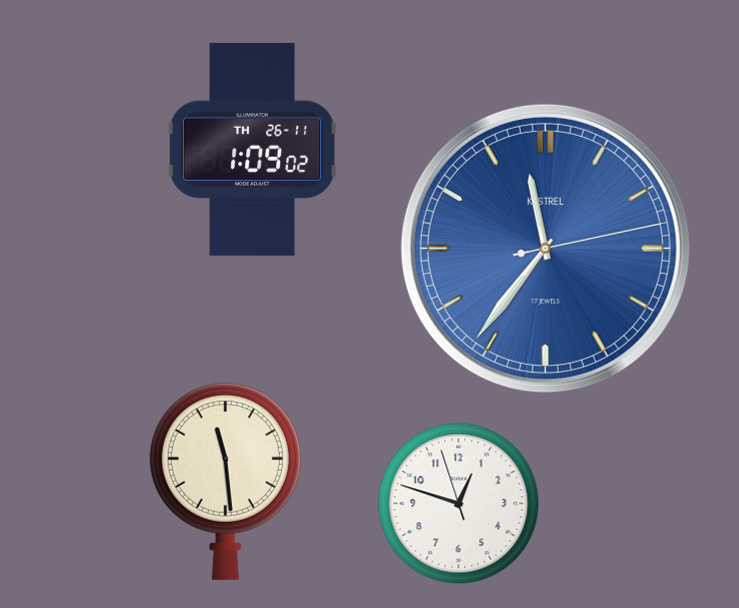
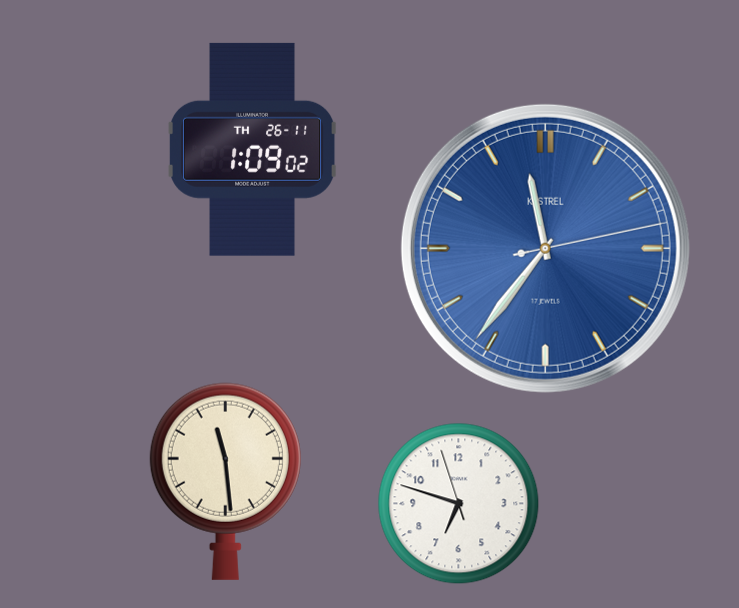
clock at (459, 504): 12:47 -> 6:47
